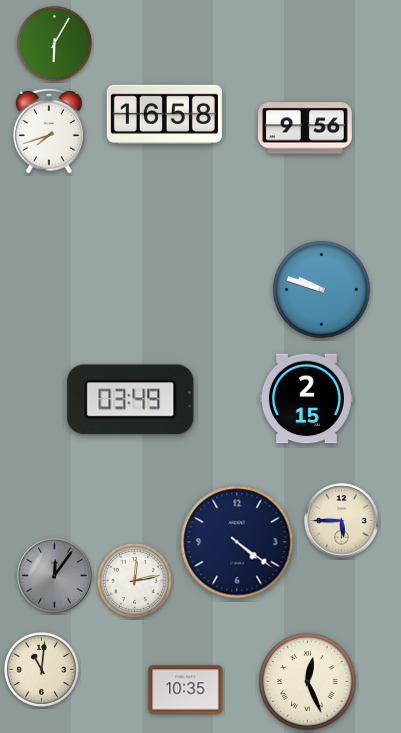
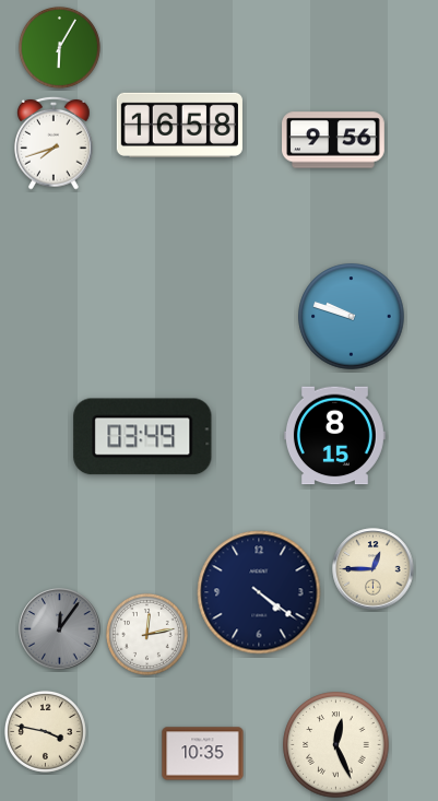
clock at (306, 399): 2:15 -> 8:15
clock at (342, 521): 5:45 -> 12:45
clock at (41, 669): 11:01 -> 3:47
